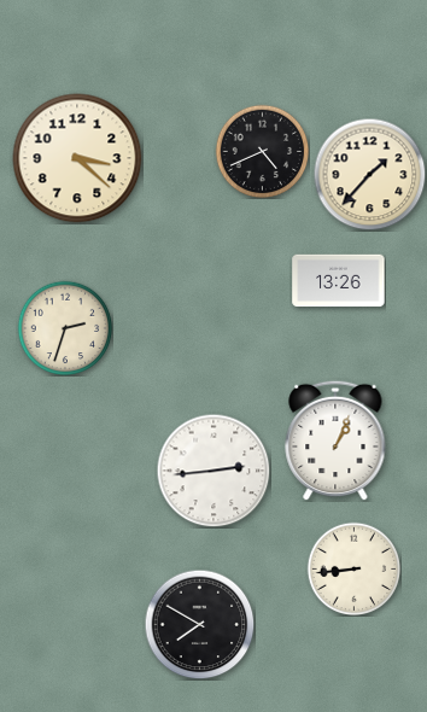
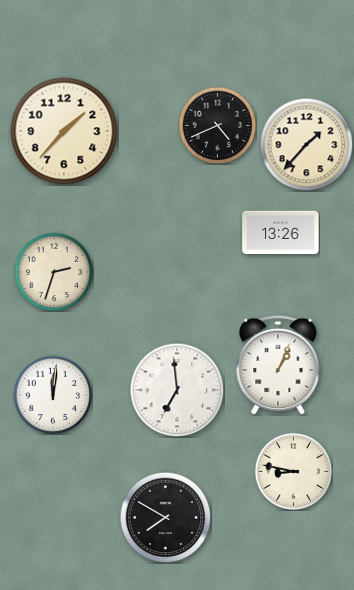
clock at (77, 158): 3:22 -> 1:37
clock at (213, 471): 2:44 -> 6:59
clock at (53, 395): none -> 12:01
clock at (353, 568): 8:44 -> 8:47
